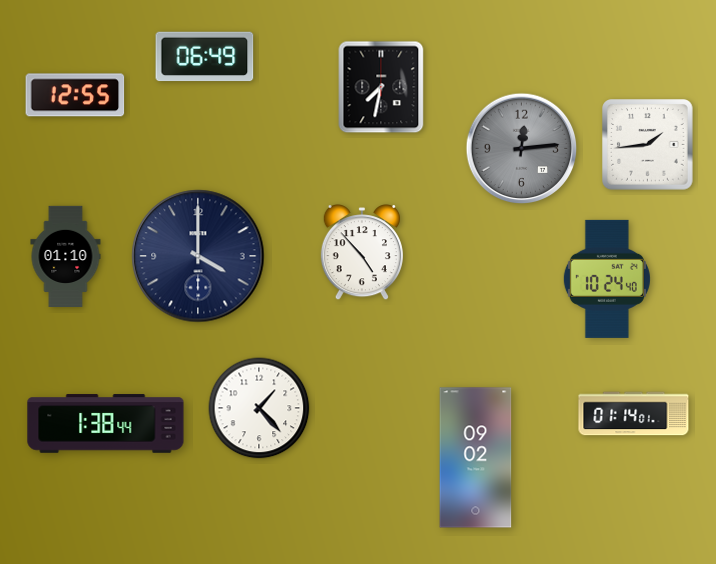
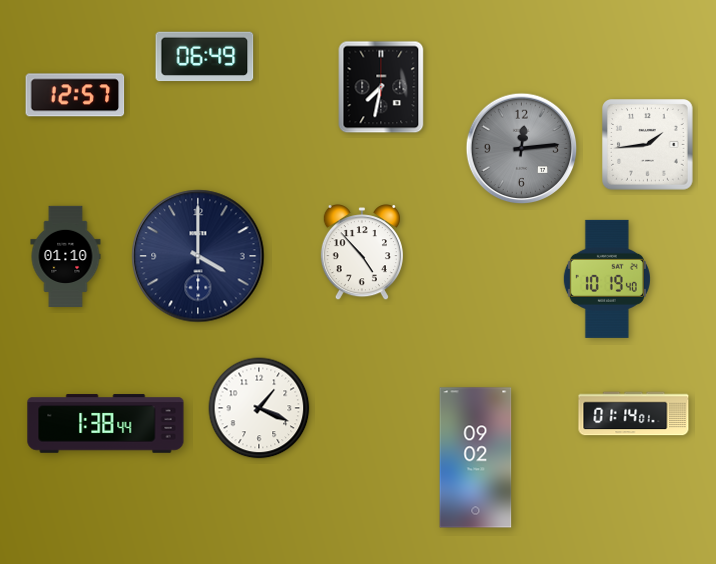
clock at (75, 95): 12:55 -> 12:57
clock at (607, 279): 10:24 -> 10:19
clock at (259, 408): 1:23 -> 1:19
